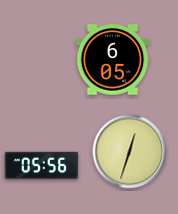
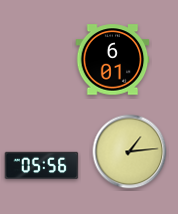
clock at (113, 60): 6:05 -> 6:01
clock at (130, 152): 12:33 -> 1:14
